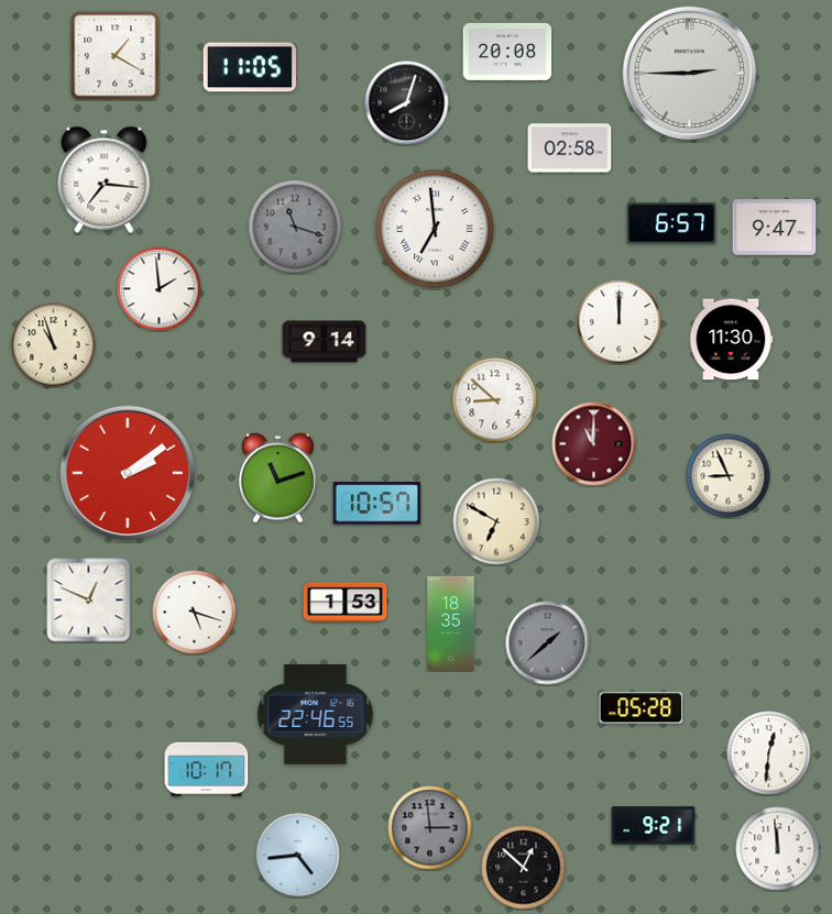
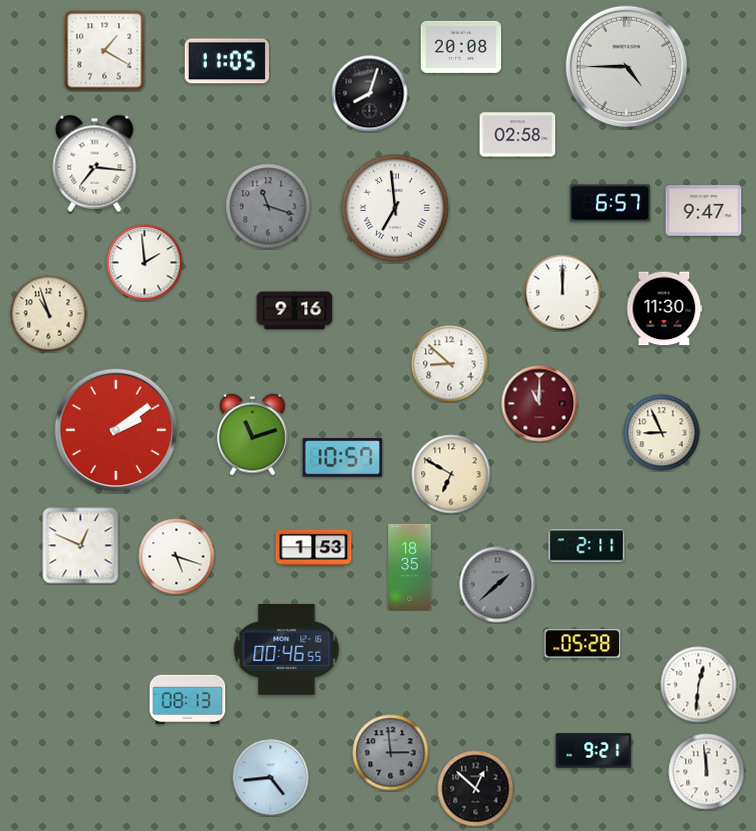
clock at (690, 74): 2:45 -> 4:45
clock at (775, 228) position: (775, 228) -> (704, 211)
clock at (325, 342): 9:14 -> 9:16
clock at (587, 546): none -> 2:11
clock at (316, 715): 22:46 -> 00:46
clock at (207, 770): 10:17 -> 08:13
